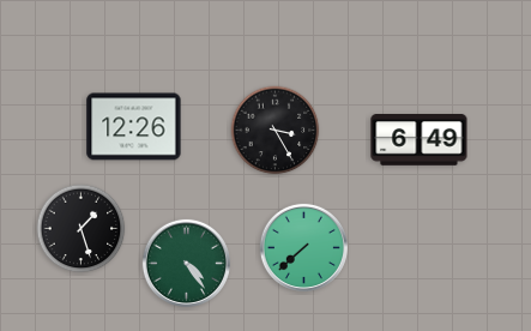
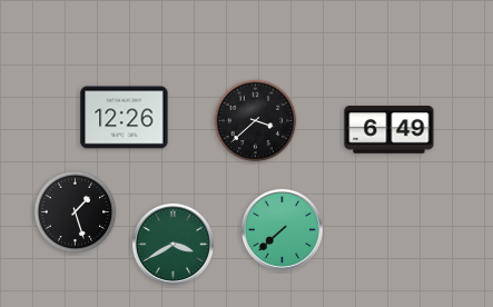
clock at (276, 131): 3:25 -> 3:38
clock at (186, 263): 4:24 -> 3:40
